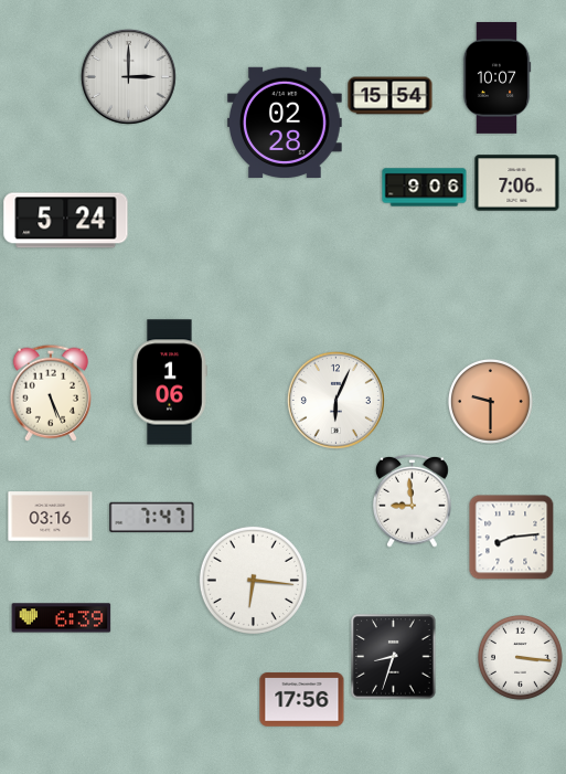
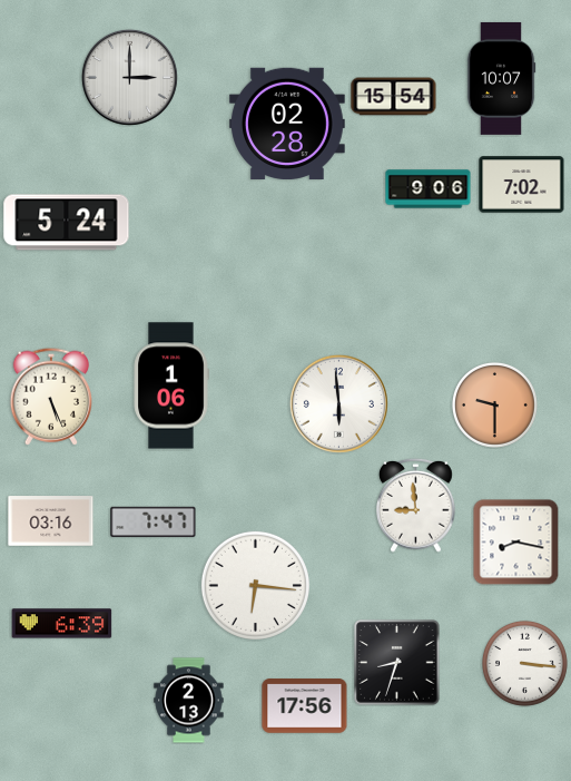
clock at (517, 183): 7:06 -> 7:02
clock at (335, 400): 6:04 -> 5:59
clock at (511, 537): 8:14 -> 8:17
clock at (189, 701): none -> 2:13
